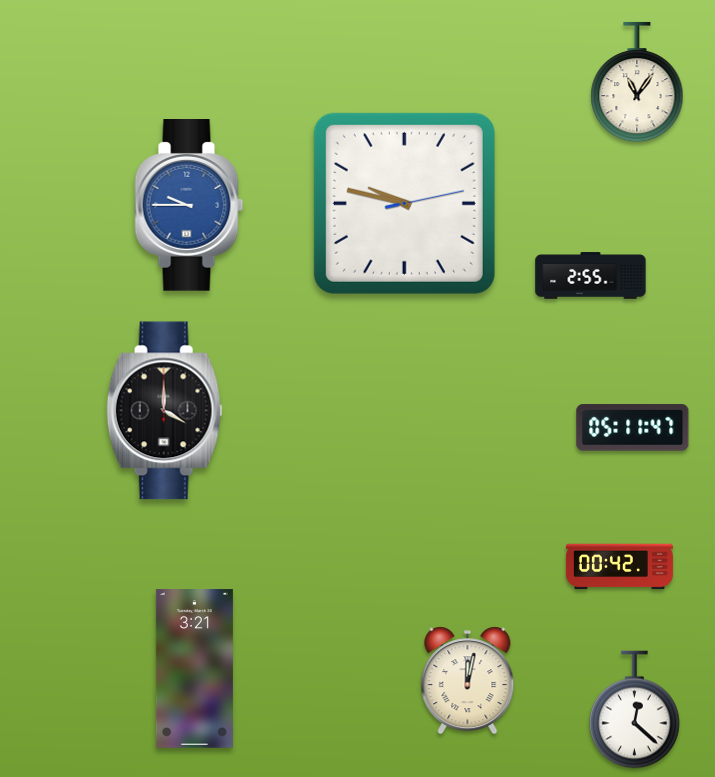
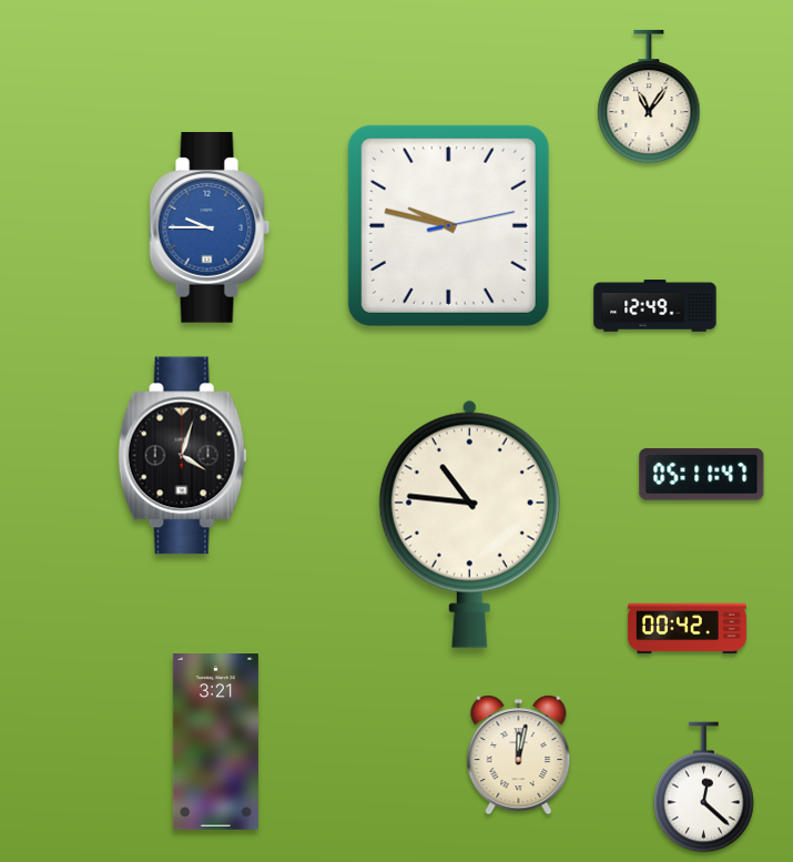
clock at (637, 82) position: (637, 82) -> (649, 97)
clock at (591, 276): 2:55 -> 12:49
clock at (164, 411): 4:00 -> 4:03
clock at (469, 524): none -> 10:46
